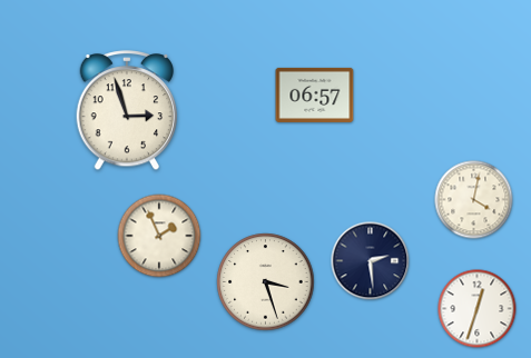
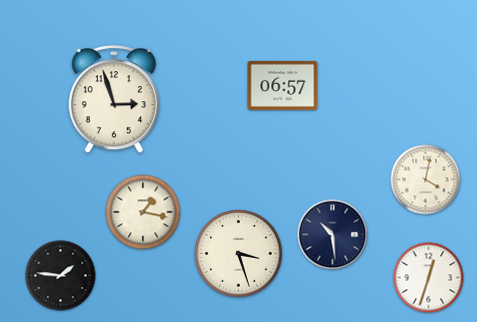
clock at (159, 236): 1:56 -> 1:17
clock at (371, 261): 2:29 -> 10:29
clock at (61, 276): none -> 1:46
